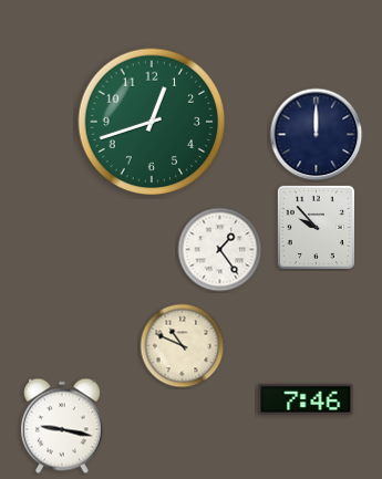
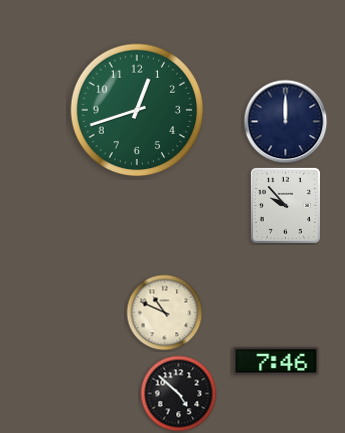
clock at (220, 250): 1:24 -> none
clock at (62, 426): 9:17 -> none
clock at (179, 394): none -> 4:52
